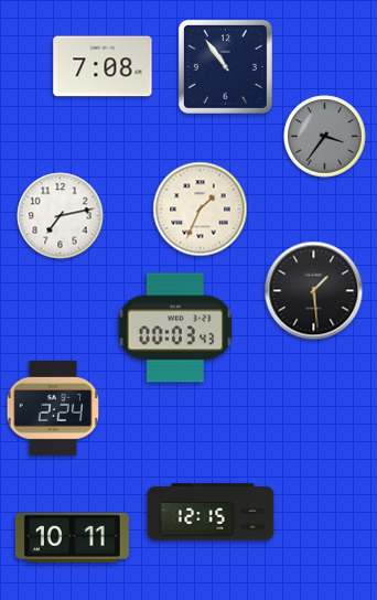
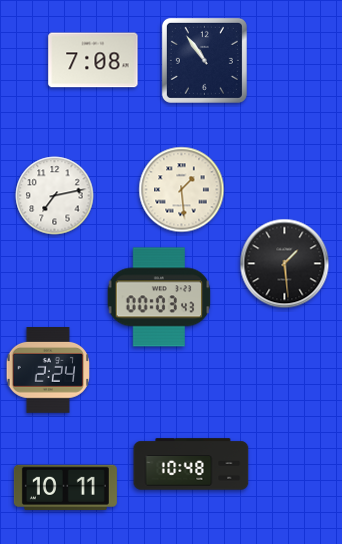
clock at (325, 137): 3:36 -> none
clock at (201, 210): 1:34 -> 1:29
clock at (211, 512): 12:15 -> 10:48
